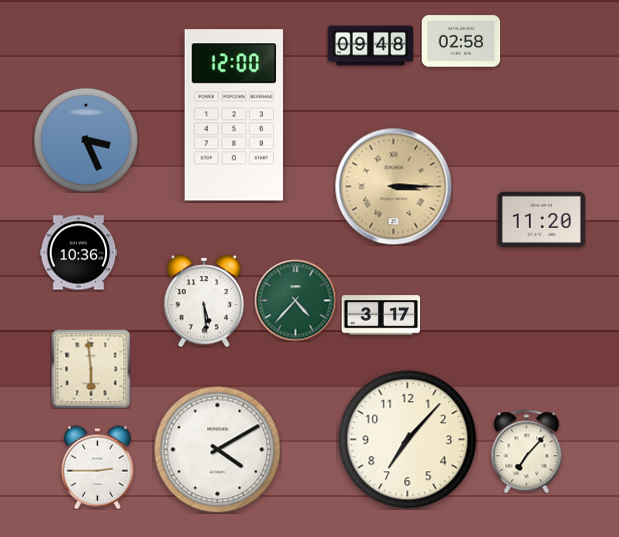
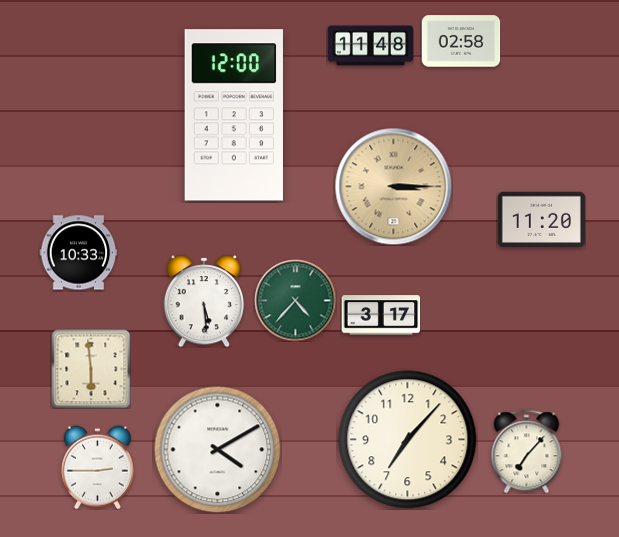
clock at (370, 46): 09:48 -> 11:48
clock at (86, 140): 3:26 -> none
clock at (78, 253): 10:36 -> 10:33
